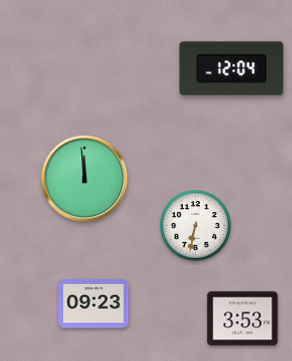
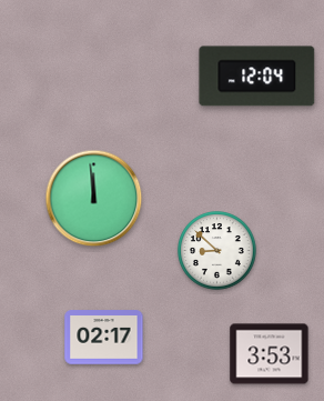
clock at (196, 226): 6:32 -> 8:52
clock at (94, 304): 09:23 -> 02:17
